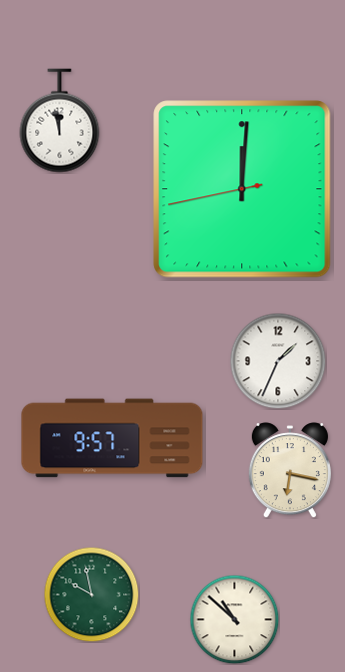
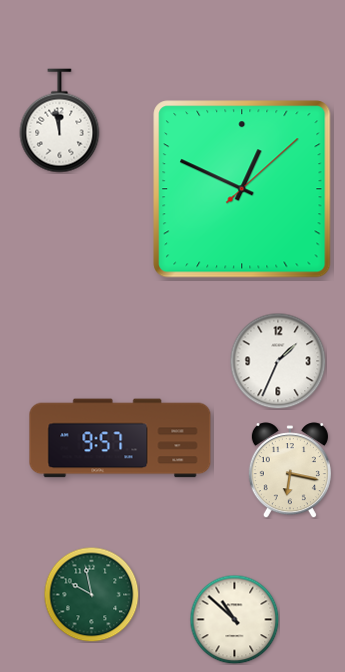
clock at (242, 189): 12:00 -> 12:49
clock at (112, 438) position: (112, 438) -> (120, 438)
